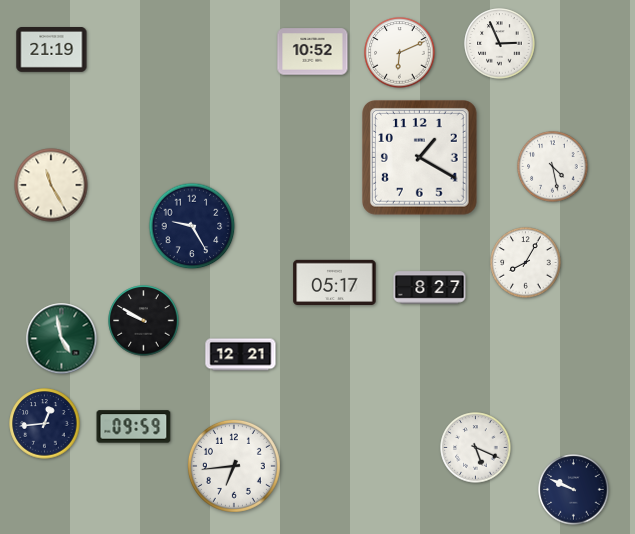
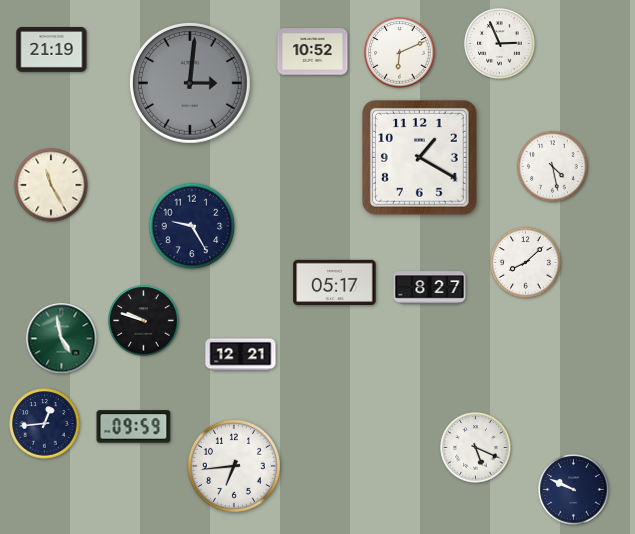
clock at (190, 83): none -> 3:01
clock at (526, 263): 8:05 -> 8:08
clock at (144, 321): 9:50 -> 9:48
